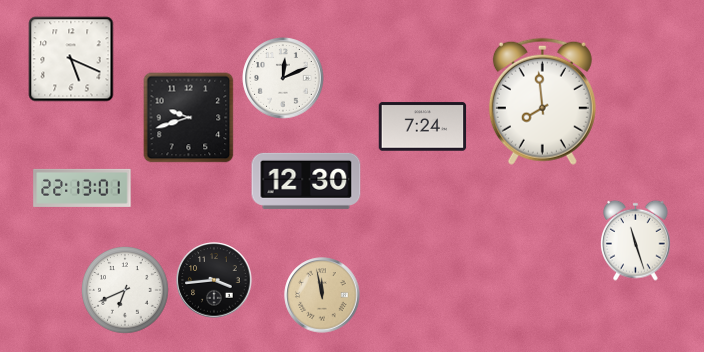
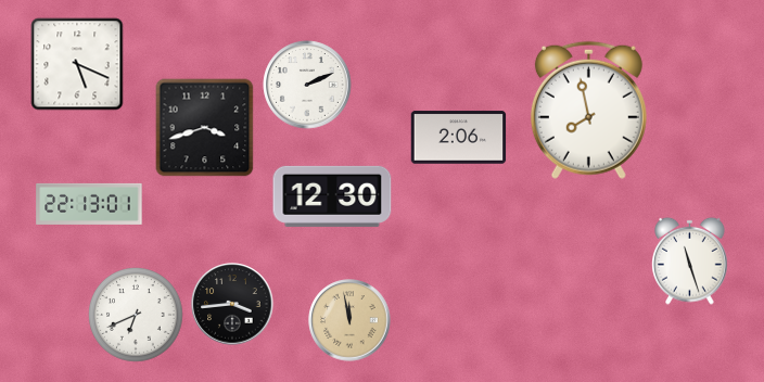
clock at (283, 78): 12:11 -> 2:11
clock at (542, 101): 7:59 -> 7:58
clock at (189, 118): 9:42 -> 3:42
clock at (423, 127): 7:24 -> 2:06
